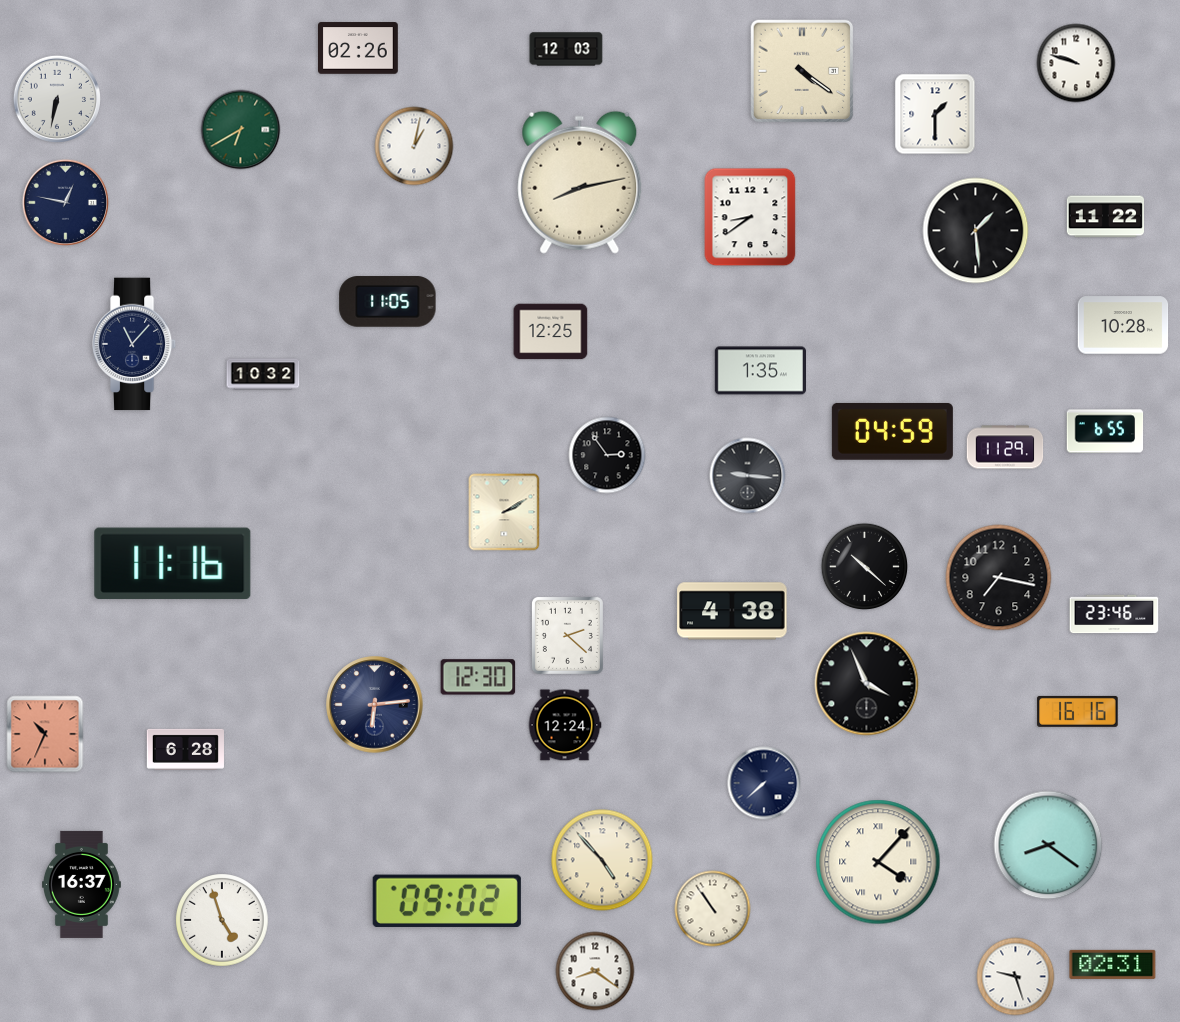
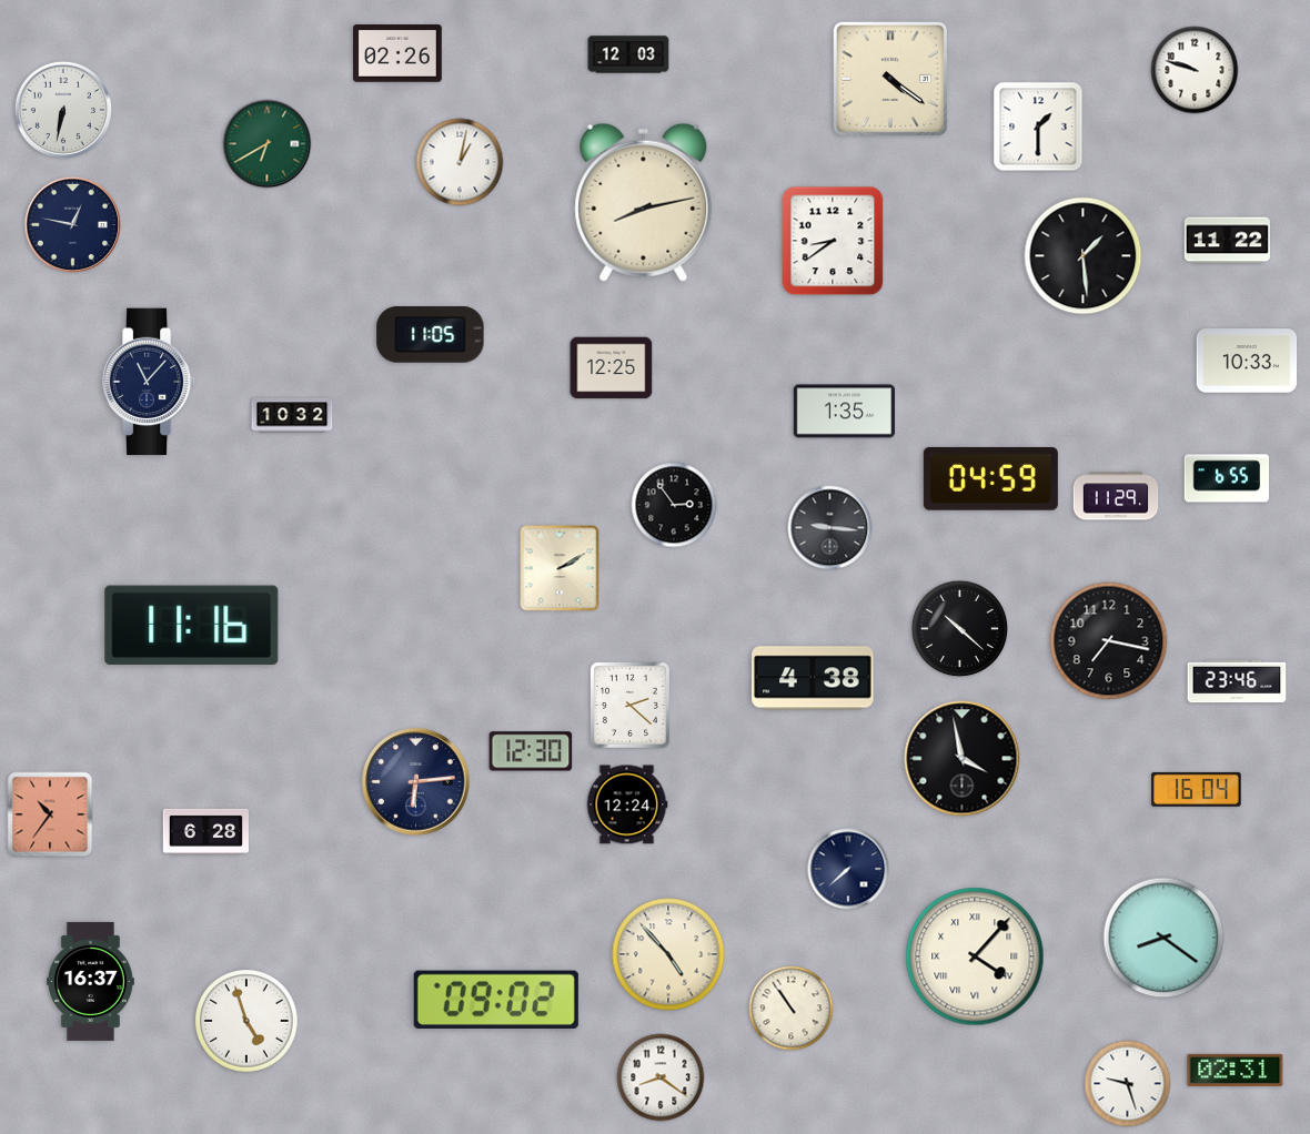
clock at (1123, 325): 10:28 -> 10:33
clock at (867, 684): 3:56 -> 3:58
clock at (1078, 711): 16:16 -> 16:04
clock at (45, 734): 10:34 -> 10:36
